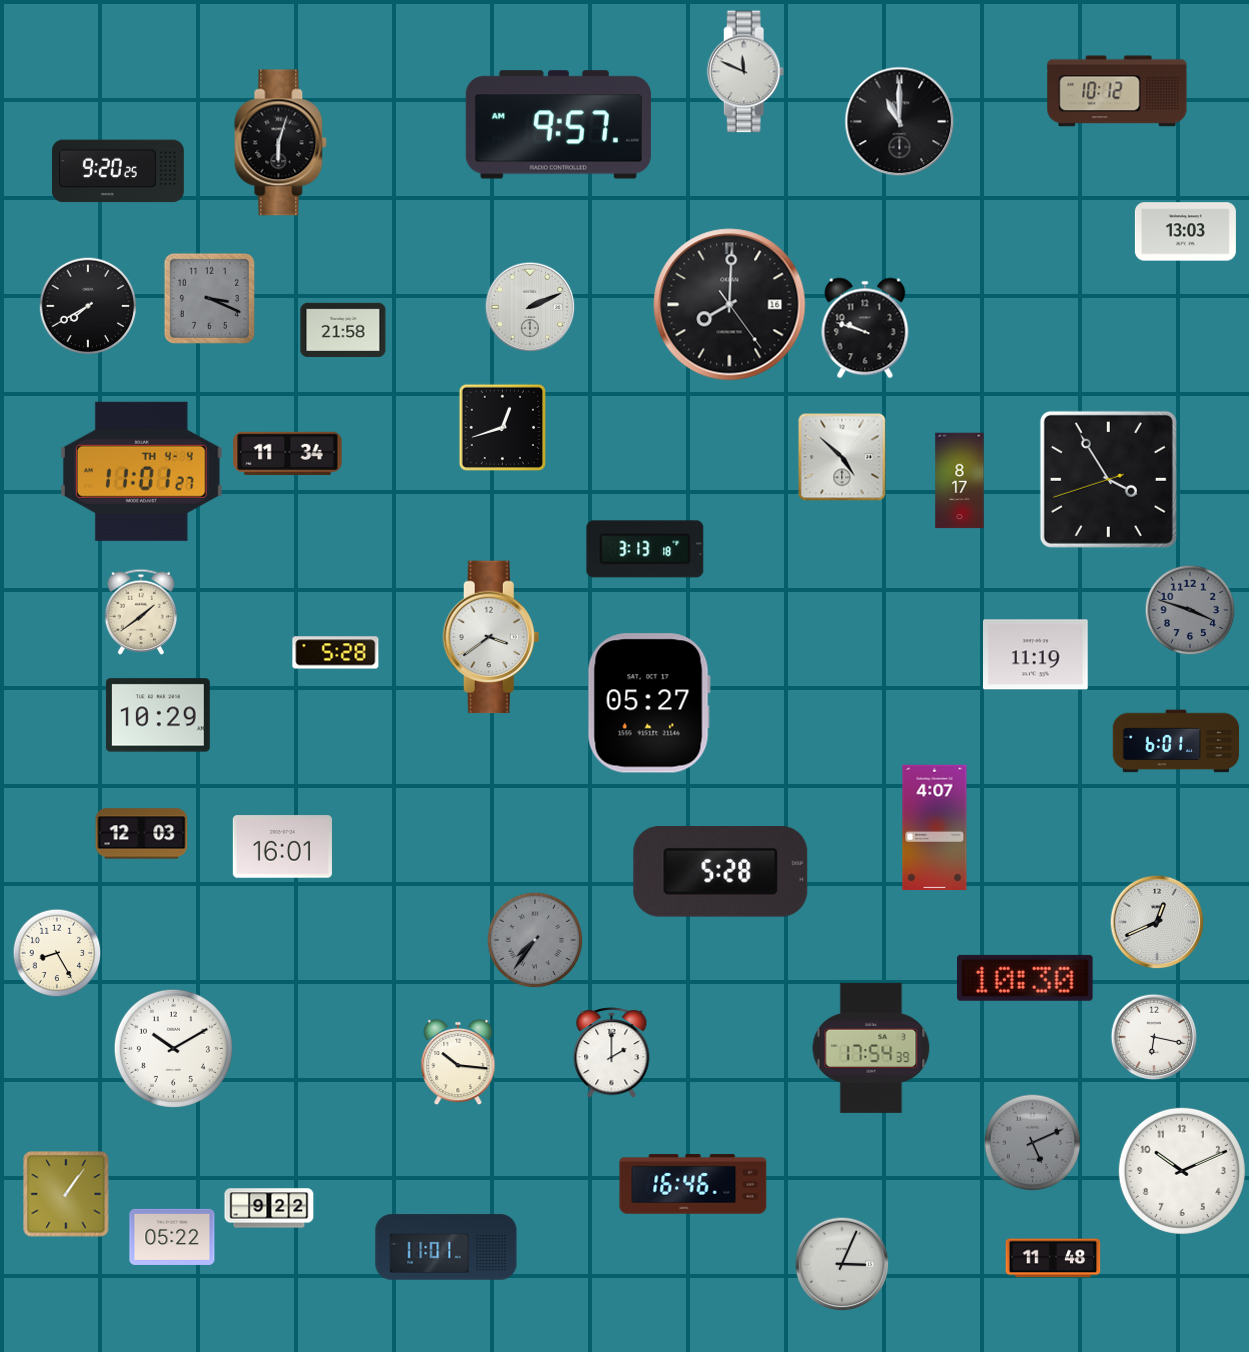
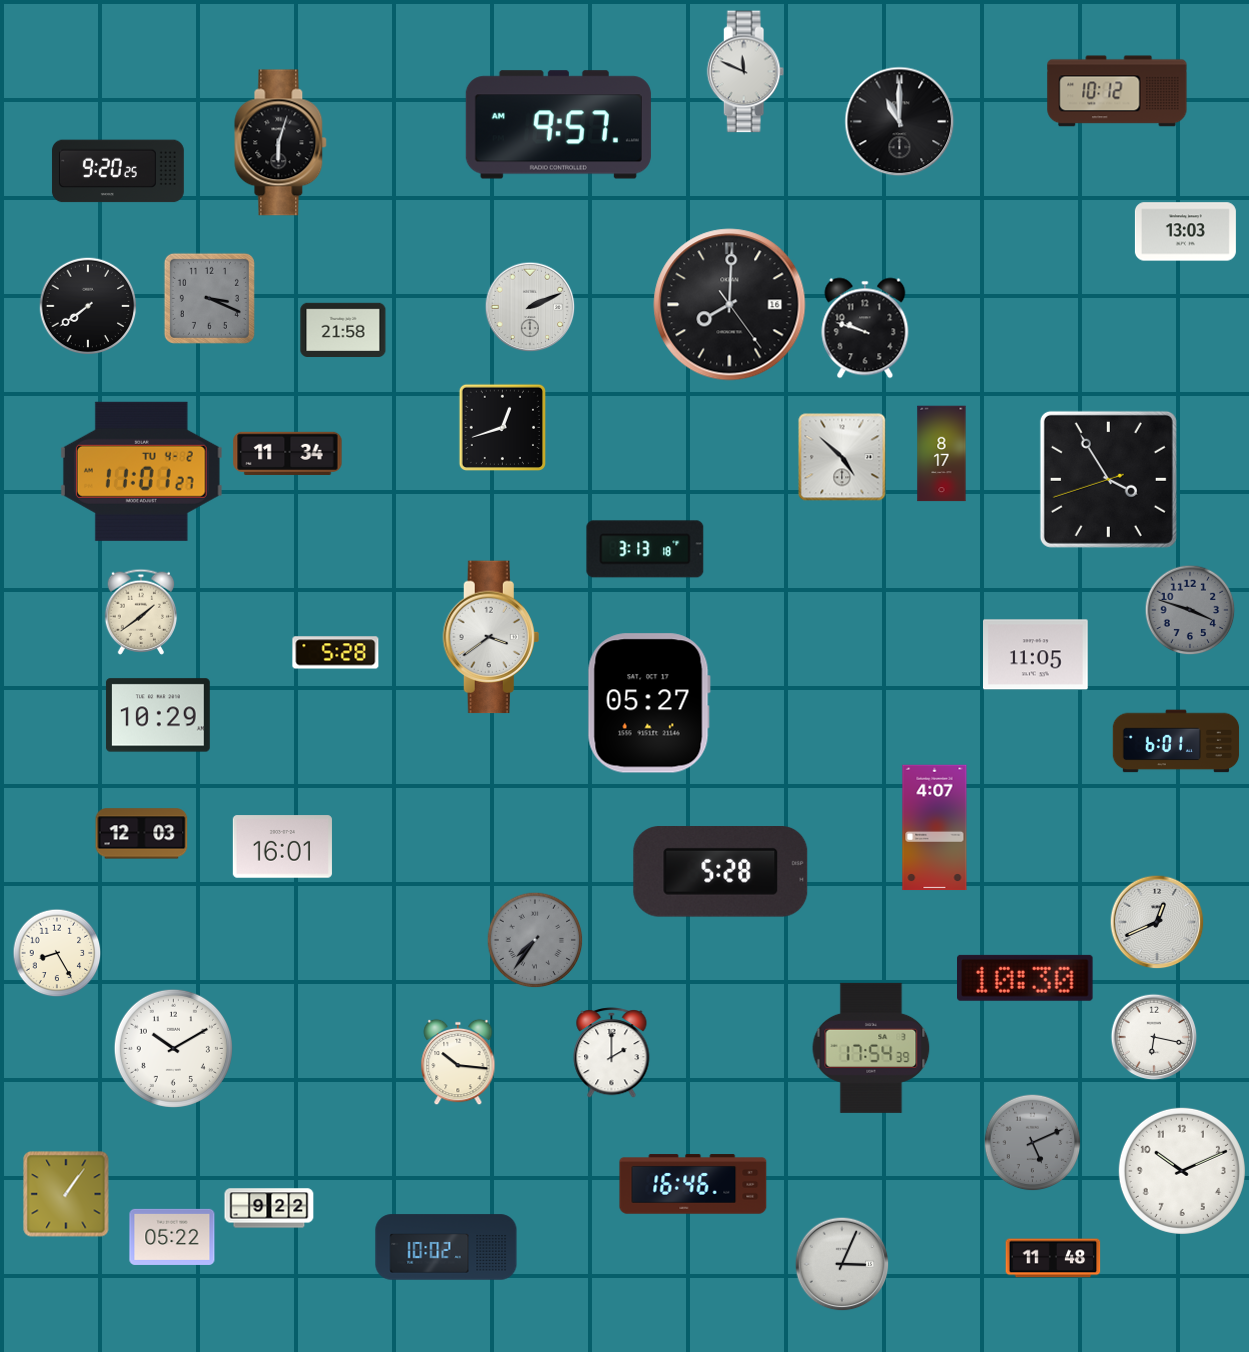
clock at (88, 306): 7:40 -> 7:39
clock at (141, 471) date: TH 4-4 -> TU 4-2
clock at (960, 481) position: (960, 481) -> (942, 454)
clock at (1036, 655): 11:19 -> 11:05
clock at (446, 1247): 11:01 -> 10:02
